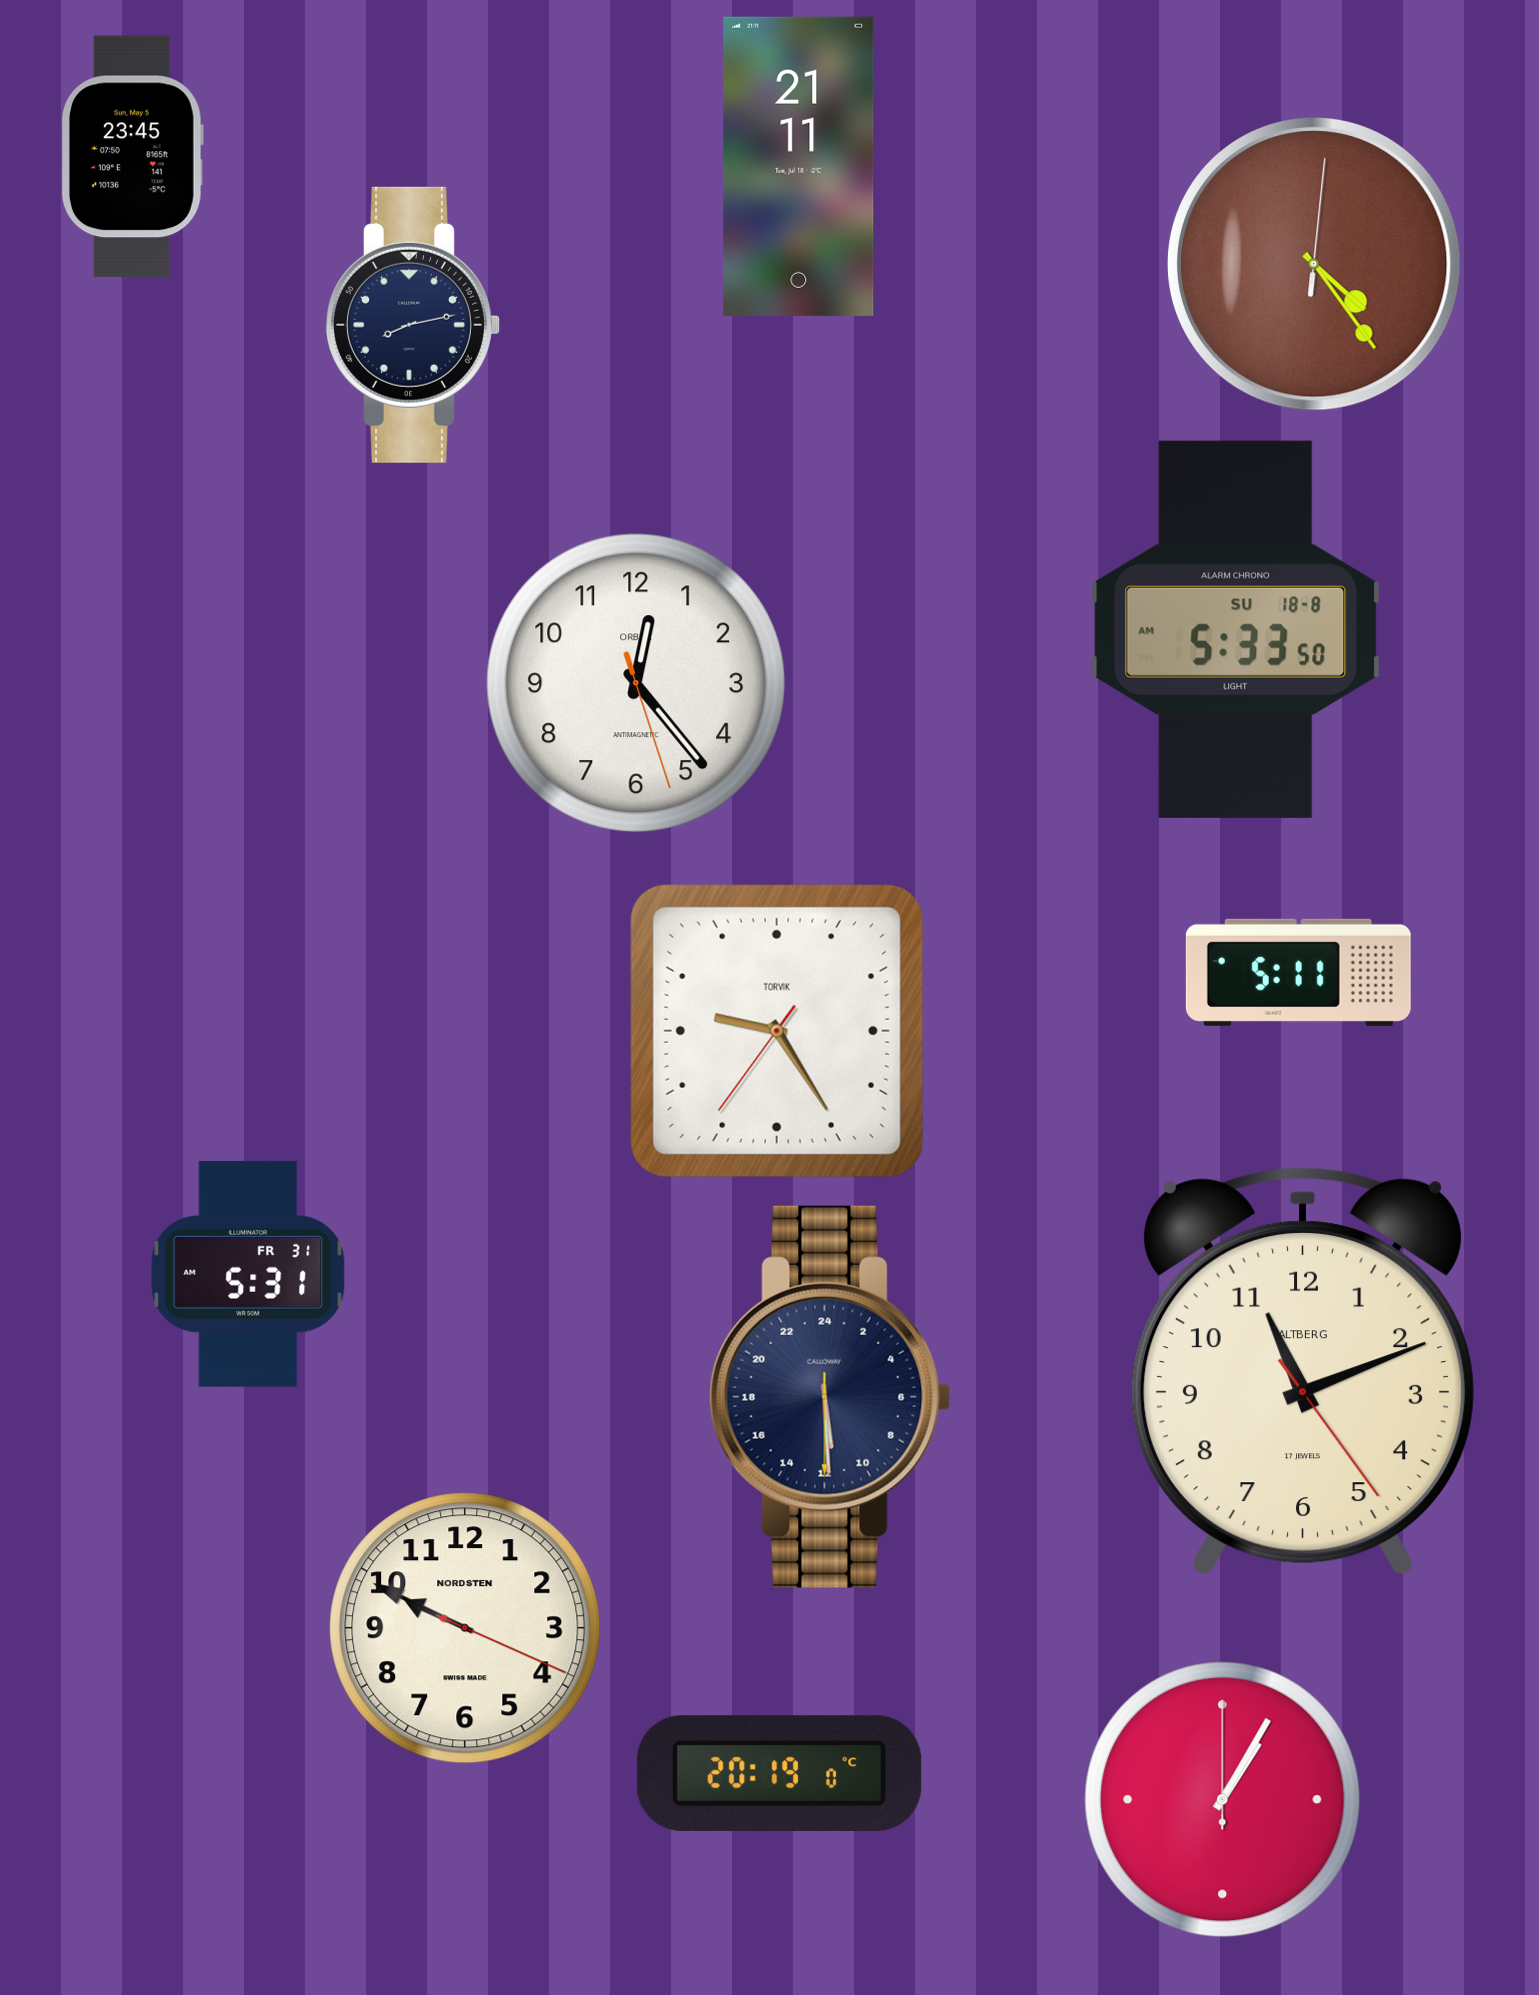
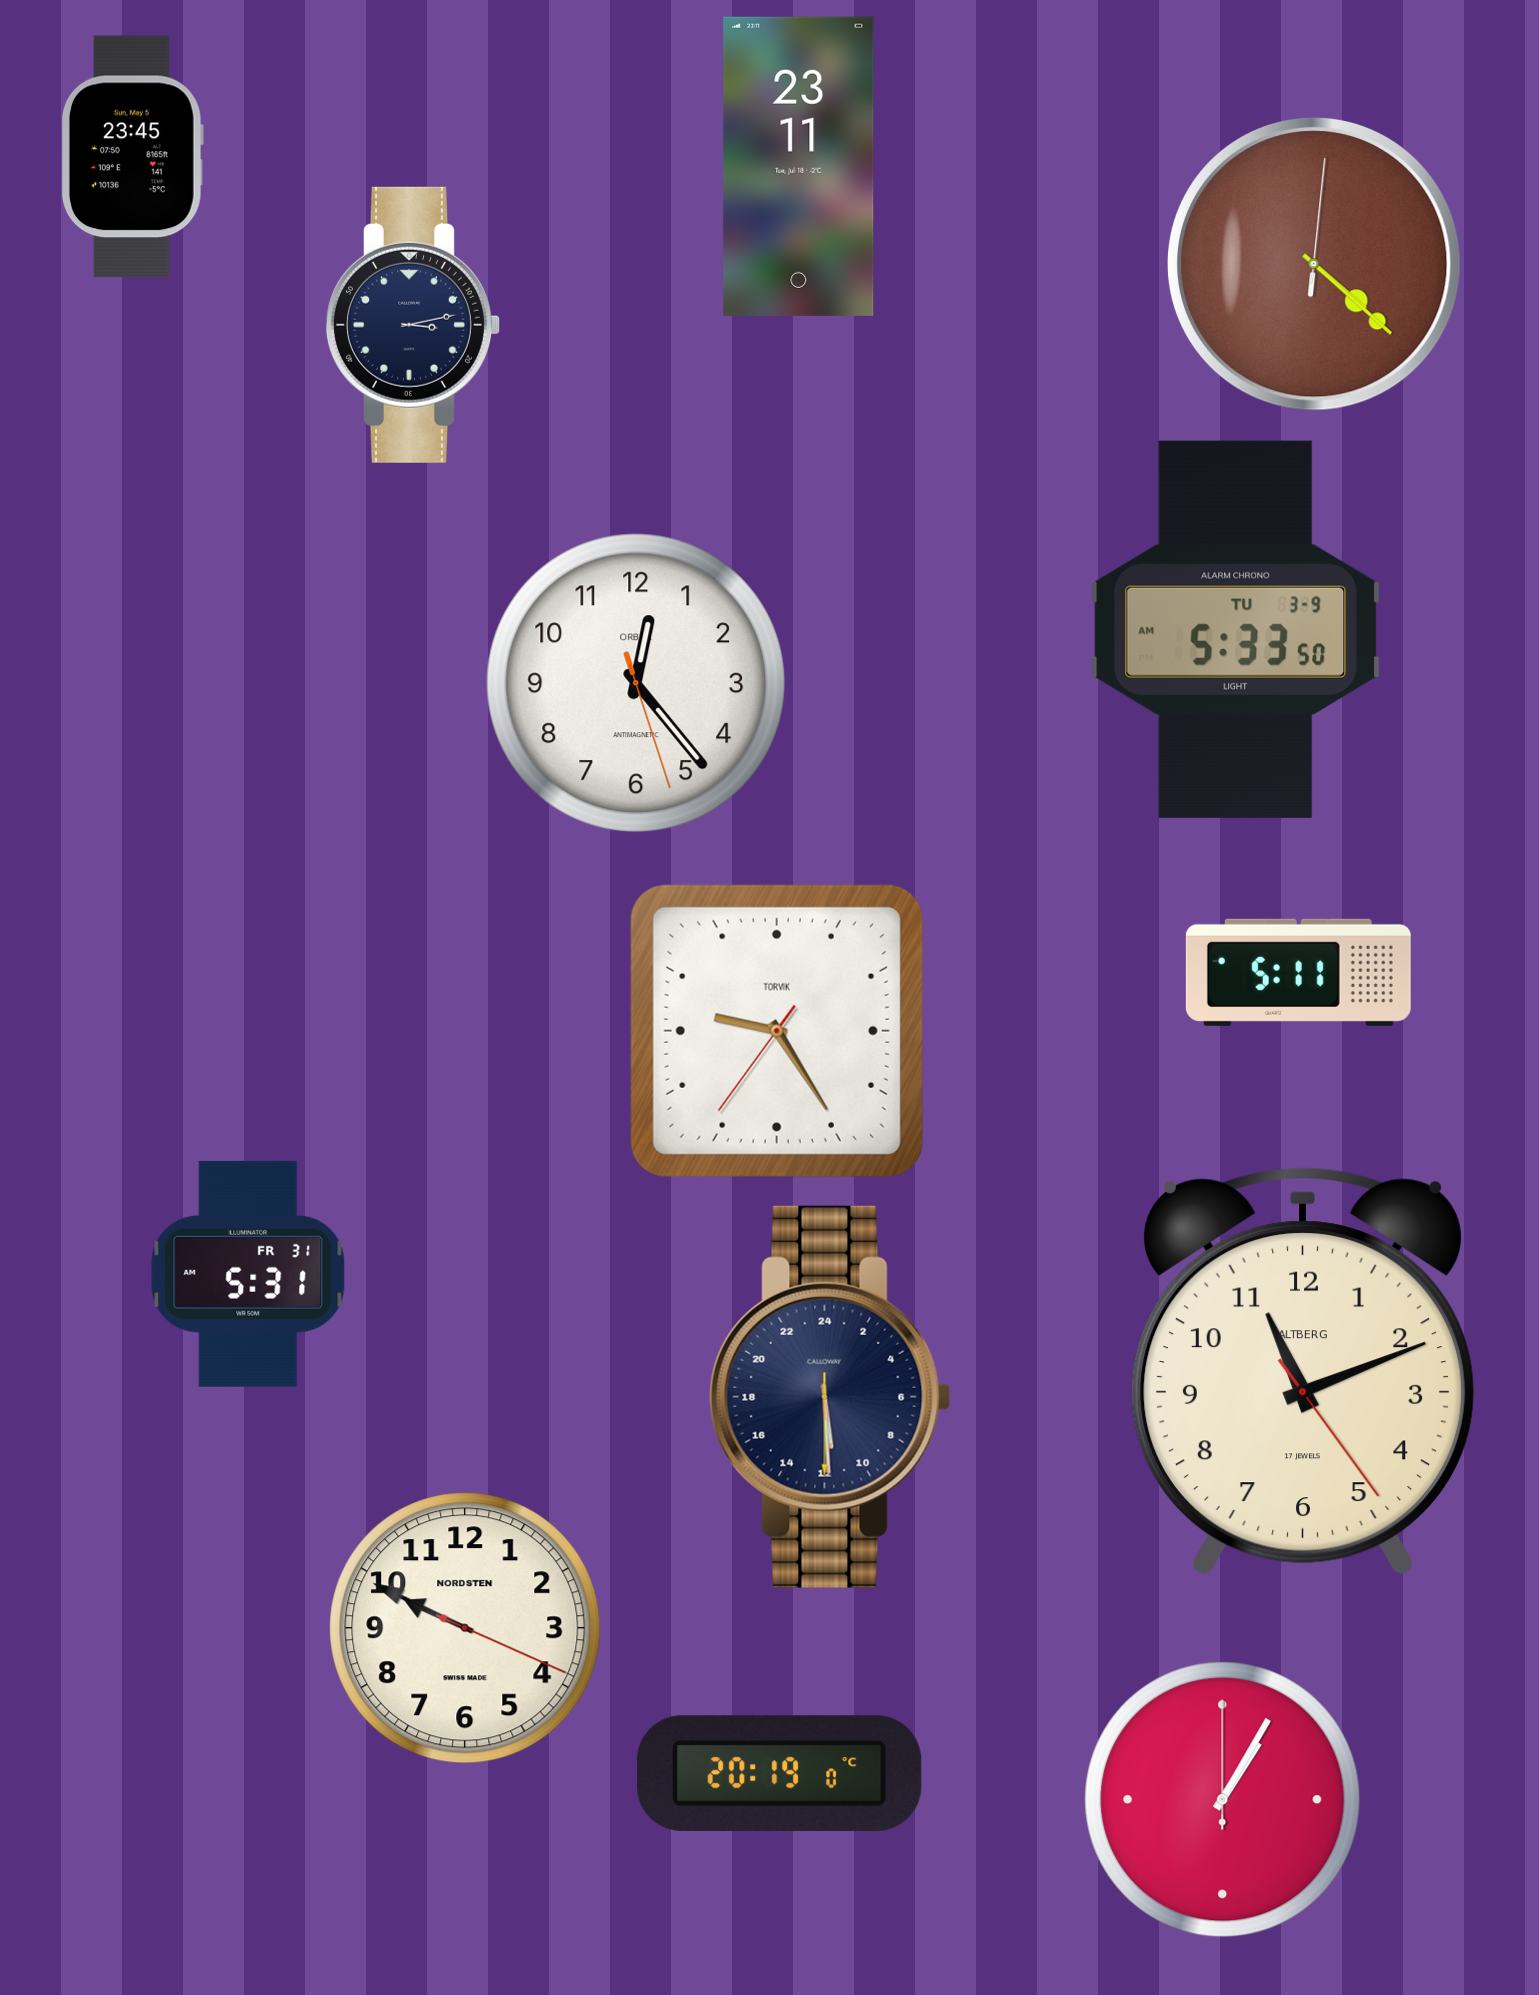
clock at (799, 166): 21:11 -> 23:11
clock at (1314, 264): 4:24 -> 4:22
clock at (412, 325): 8:13 -> 3:13
clock at (1236, 629) date: SU 18-8 -> TU 3-9
